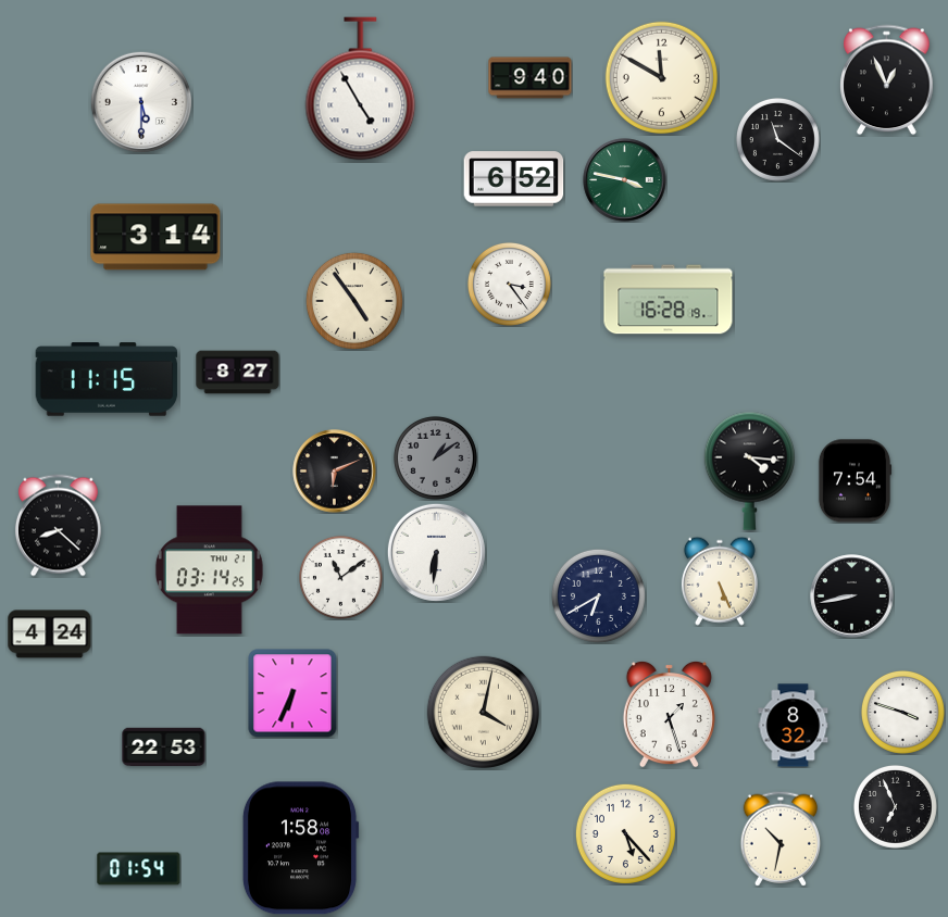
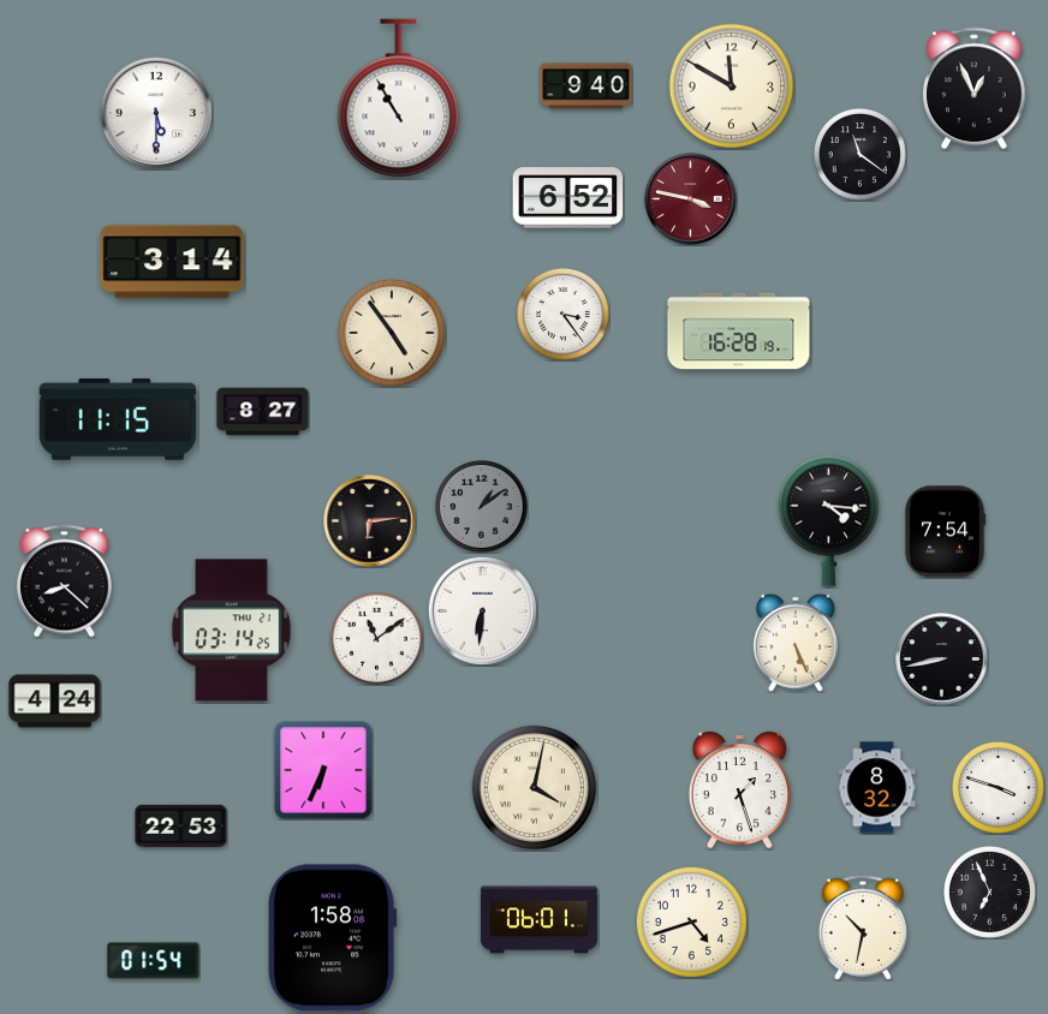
clock at (887, 80) position: (887, 80) -> (975, 89)
clock at (361, 89): 4:55 -> 10:55
clock at (625, 180) dial: green -> burgundy
clock at (335, 472): 6:11 -> 6:14
clock at (598, 595): 6:40 -> none
clock at (292, 693) position: (292, 693) -> (323, 770)
clock at (794, 726) position: (794, 726) -> (877, 788)
clock at (538, 920): none -> 06:01
clock at (625, 833): 5:23 -> 4:42
